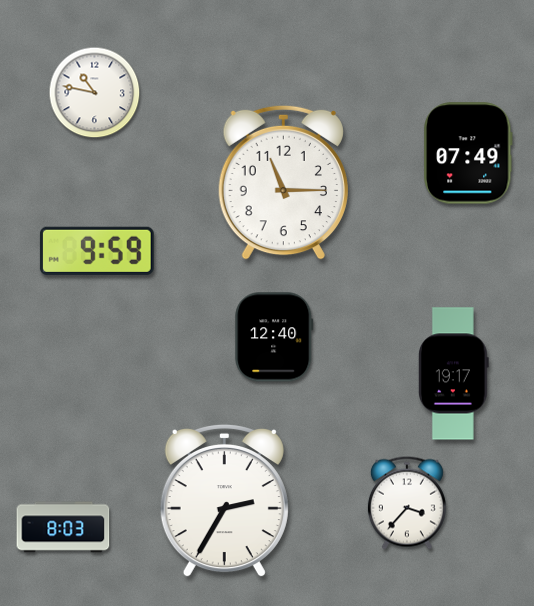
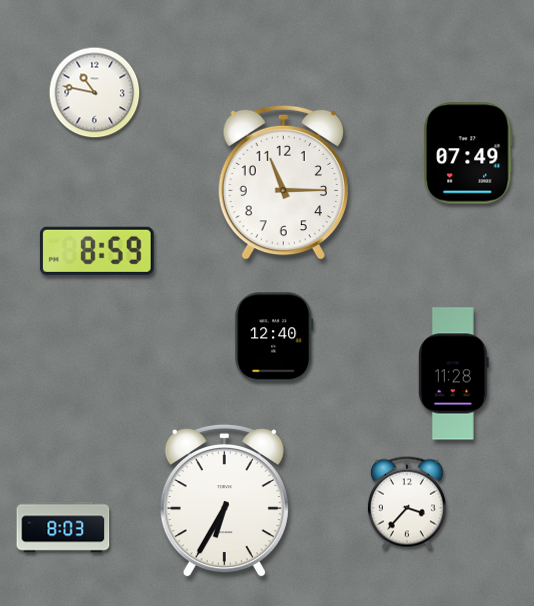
clock at (97, 251): 9:59 -> 8:59
clock at (453, 374): 19:17 -> 11:28
clock at (224, 501): 2:35 -> 6:35
